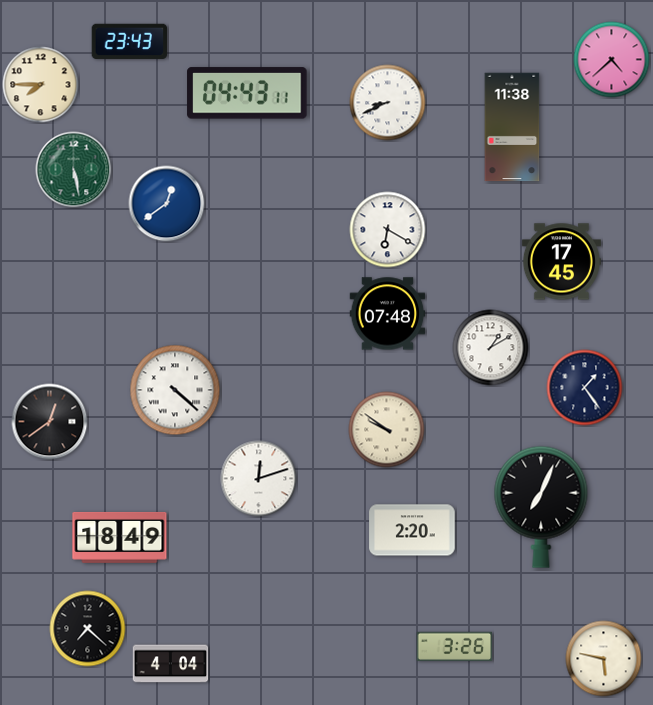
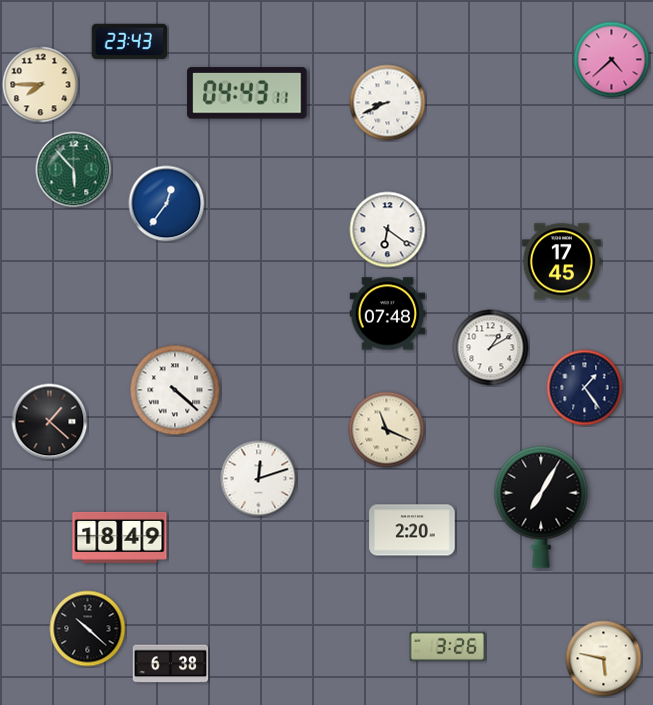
clock at (512, 127): 11:38 -> none
clock at (74, 170): 5:28 -> 5:53
clock at (167, 204): 12:39 -> 12:36
clock at (388, 230): 6:20 -> 6:21
clock at (50, 422): 12:39 -> 1:22
clock at (387, 430): 9:51 -> 11:19
clock at (541, 507): 7:04 -> 7:05
clock at (88, 629): 7:22 -> 10:22
clock at (455, 646) position: (455, 646) -> (448, 646)
clock at (171, 664): 4:04 -> 6:38
